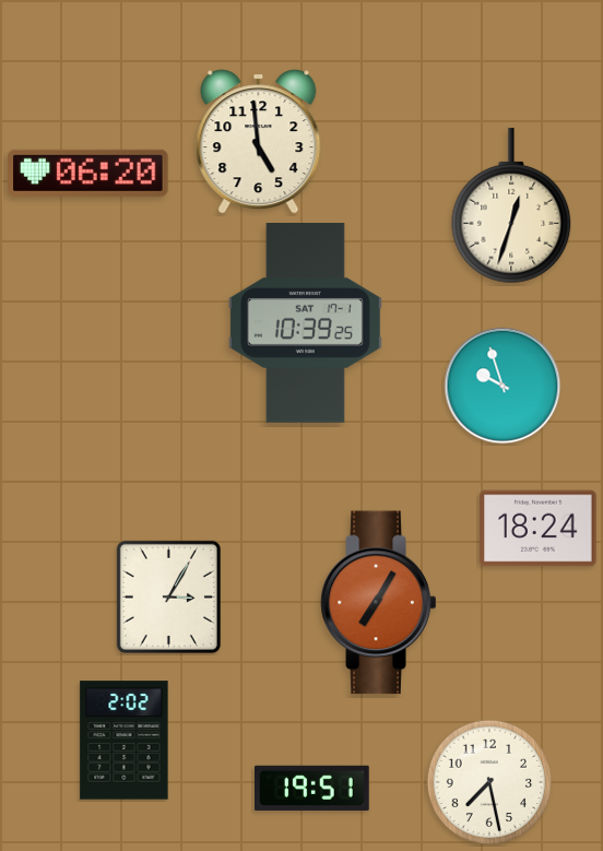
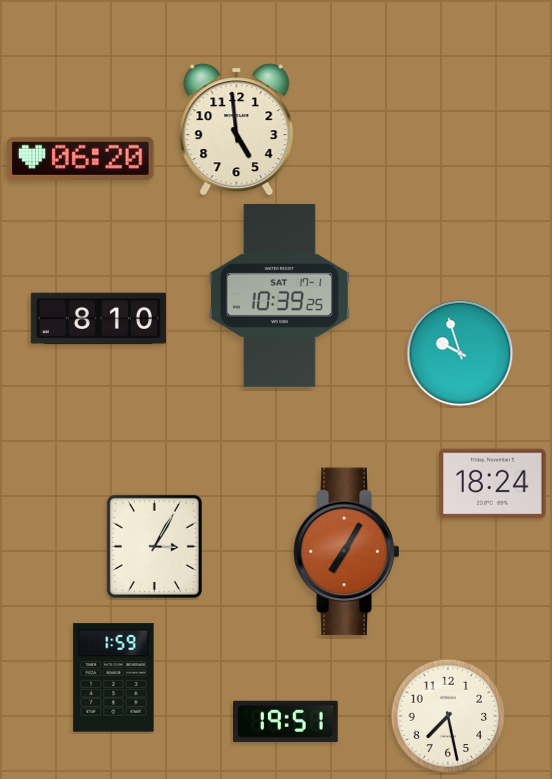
clock at (511, 205): 12:33 -> none
clock at (98, 319): none -> 8:10
clock at (125, 741): 2:02 -> 1:59
